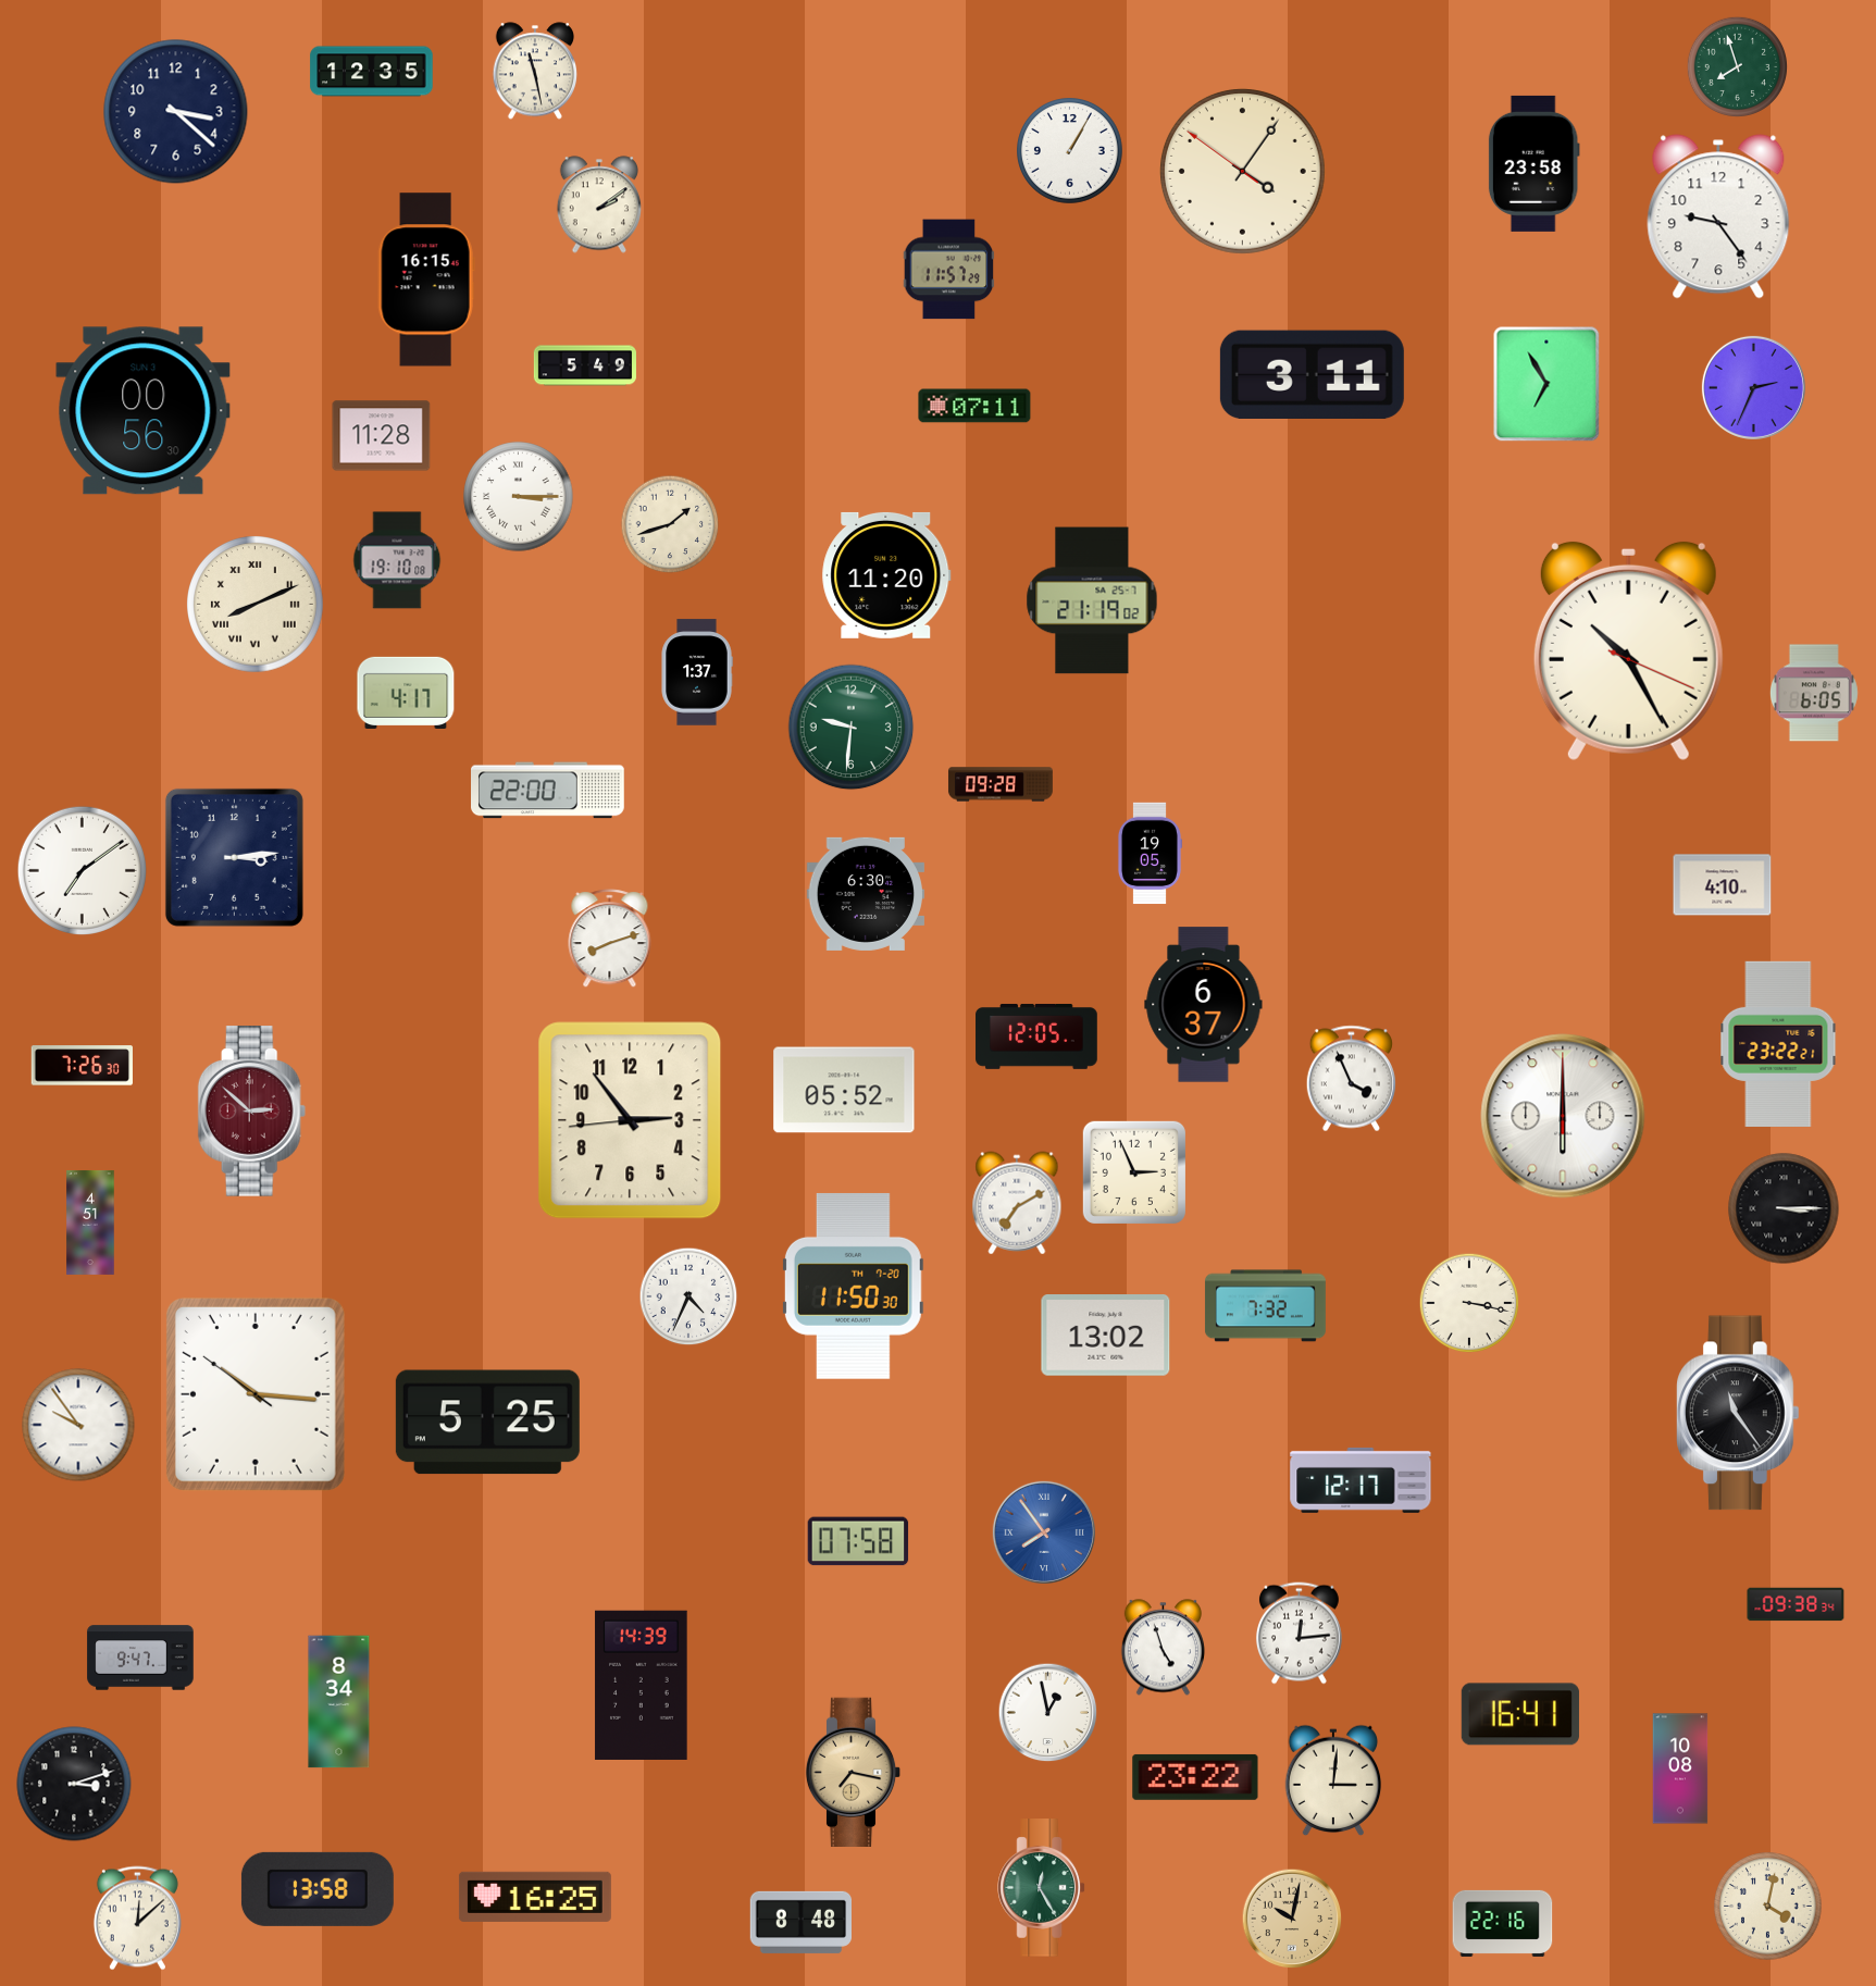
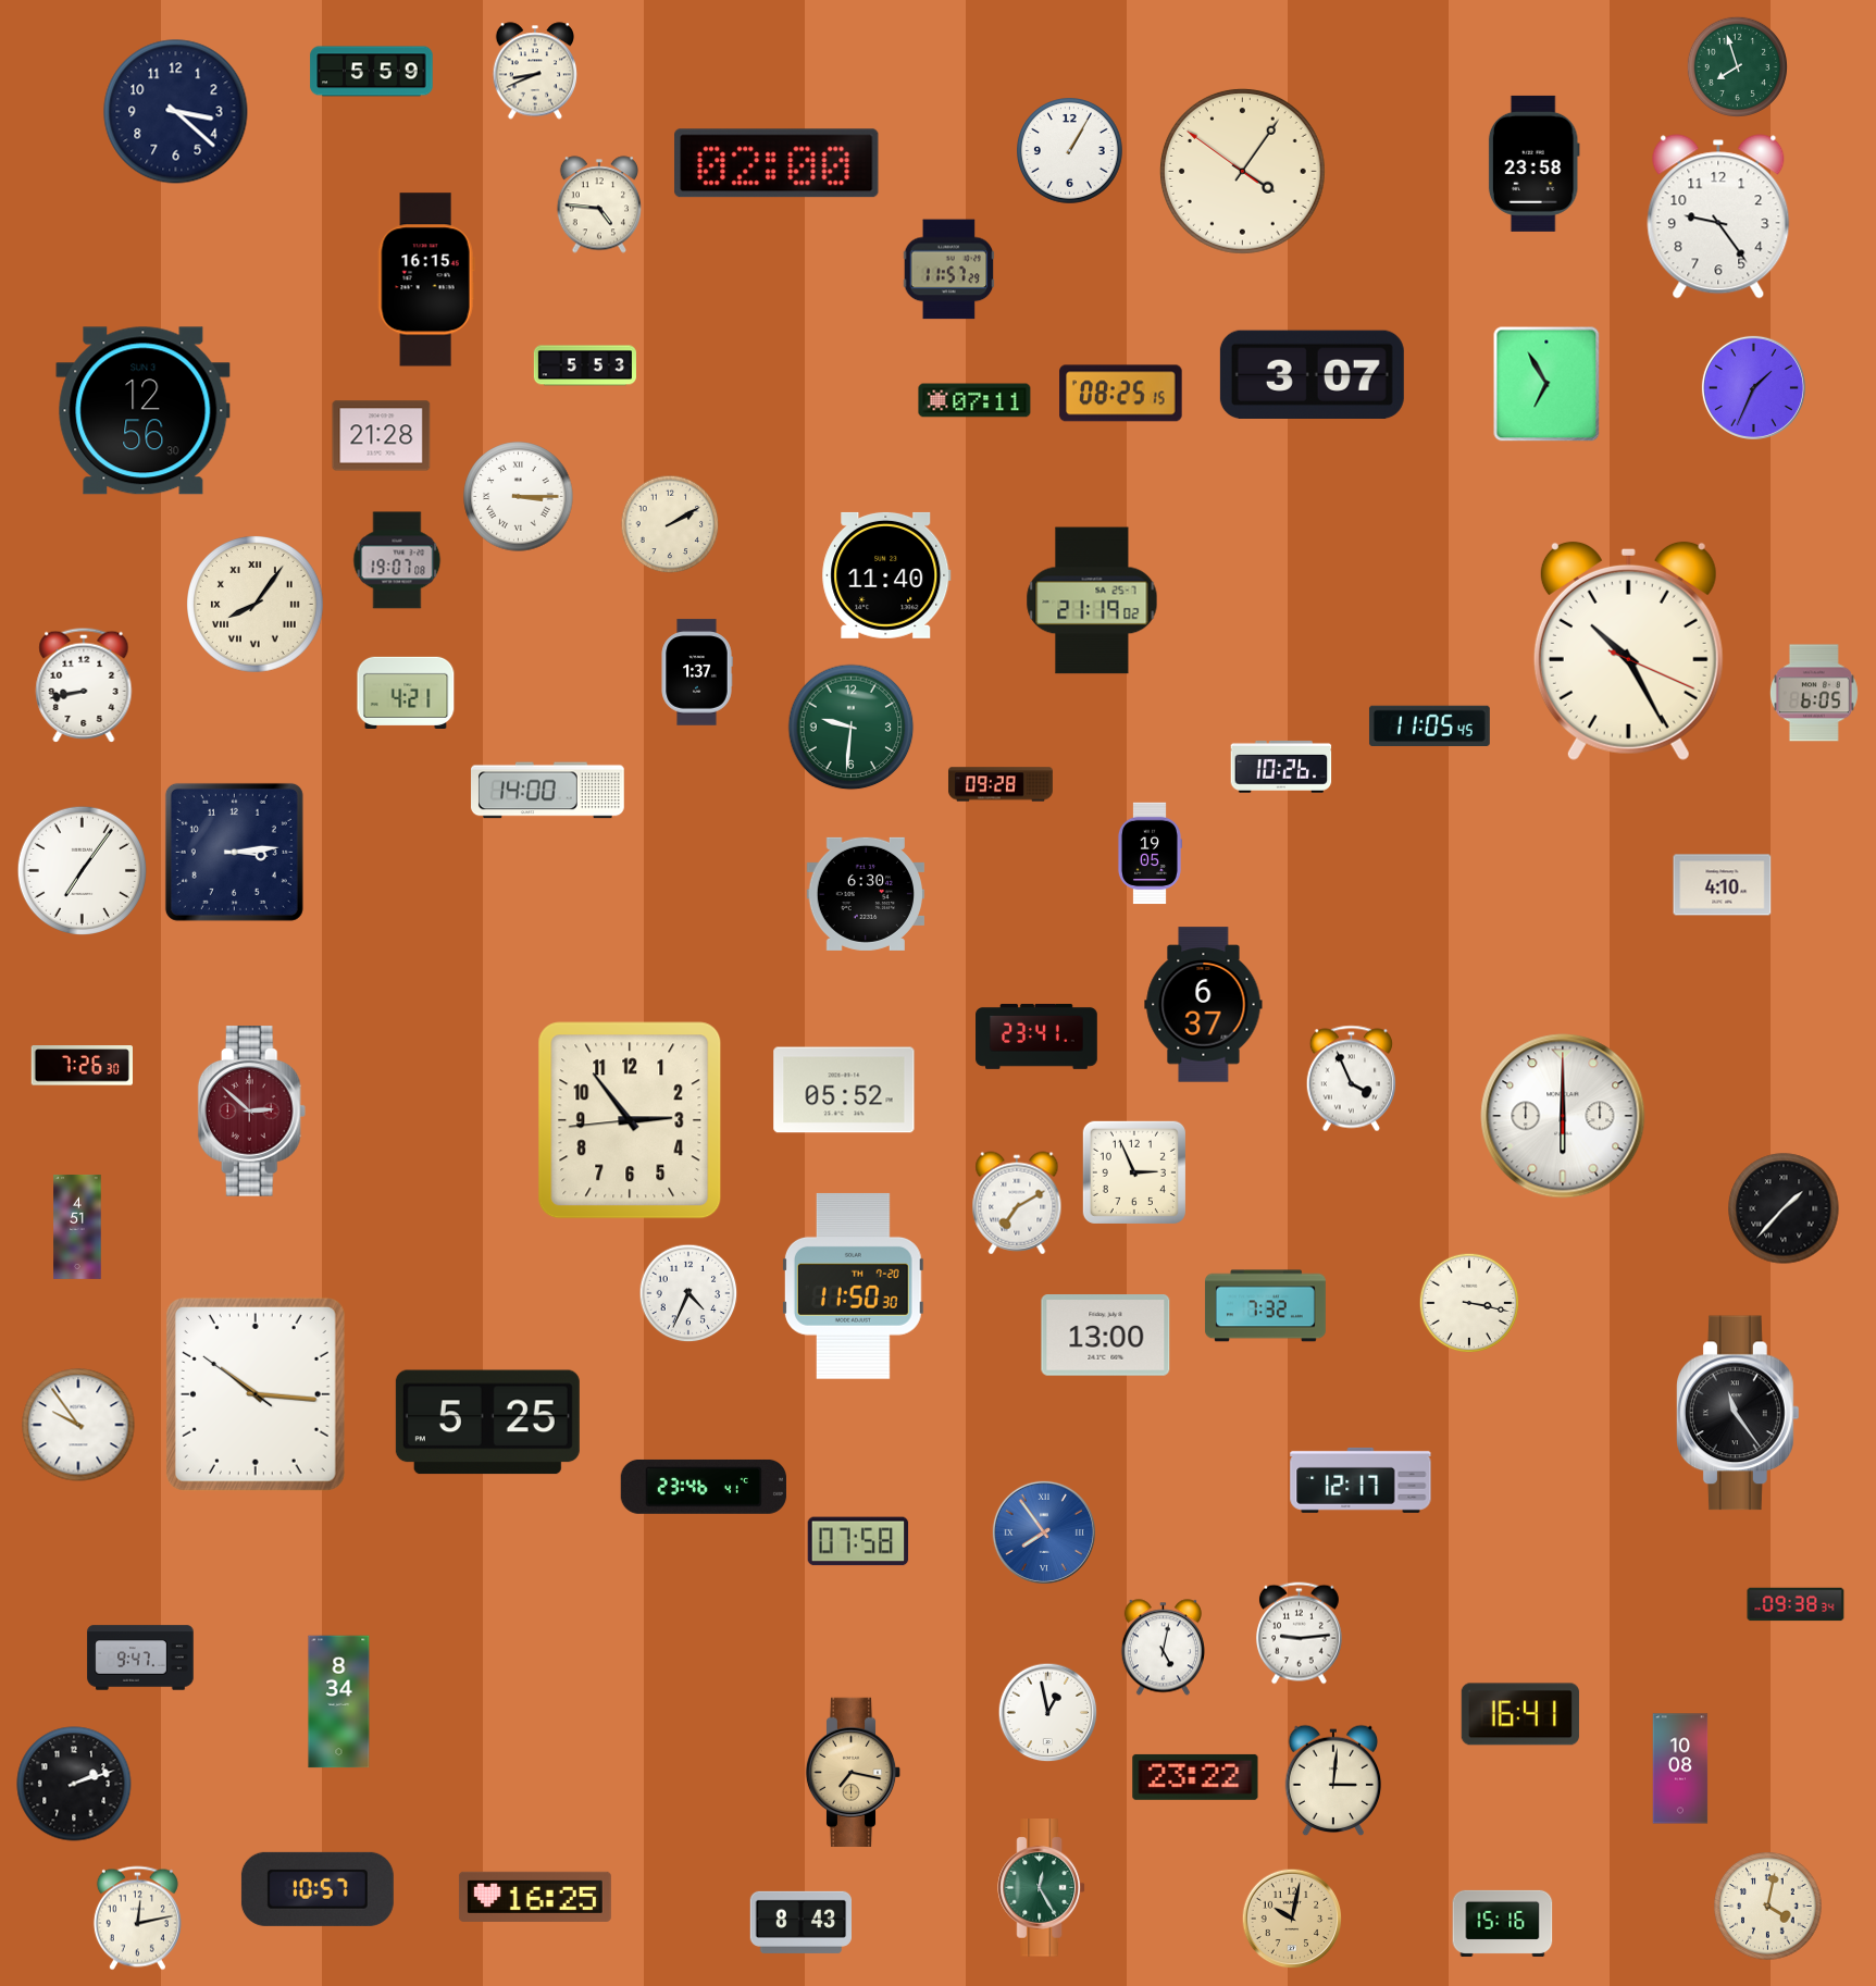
clock at (534, 71): 11:28 -> 8:41
clock at (372, 72): 12:35 -> 5:59
clock at (777, 163): none -> 02:00
clock at (598, 204): 2:09 -> 4:46
clock at (585, 365): 5:49 -> 5:53
clock at (1312, 374): 3:11 -> 3:07
clock at (1753, 387): 2:34 -> 1:34
clock at (1121, 394): none -> 08:25
clock at (974, 406) position: (974, 406) -> (974, 400)
clock at (144, 411): 00:56 -> 12:56
clock at (382, 436): 11:28 -> 21:28
clock at (670, 524): 1:42 -> 2:10
clock at (397, 560): 19:10 -> 19:07
clock at (886, 575): 11:20 -> 11:40
clock at (256, 605): 8:11 -> 8:06
clock at (84, 685): none -> 8:43
clock at (406, 692): 4:17 -> 4:21
clock at (1429, 727): none -> 11:05
clock at (1281, 767): none -> 10:26
clock at (548, 791): 22:00 -> 14:00
clock at (234, 857) position: (234, 857) -> (234, 852)
clock at (82, 870): 7:09 -> 7:06
clock at (610, 939): 8:12 -> none
clock at (1036, 1037): 12:05 -> 23:41
clock at (1778, 1044): 23:22 -> none
clock at (1784, 1208): 3:15 -> 1:37
clock at (90, 1222) position: (90, 1222) -> (77, 1227)
clock at (688, 1296) position: (688, 1296) -> (688, 1293)
clock at (1106, 1336): 13:02 -> 13:00
clock at (704, 1487): none -> 23:46
clock at (1299, 1634): 12:14 -> 9:14
clock at (1163, 1648): 4:57 -> 5:02
clock at (642, 1685): 14:39 -> none
clock at (74, 1784): 3:12 -> 2:12
clock at (318, 1889): 13:58 -> 10:57
clock at (137, 1919): 12:08 -> 12:13
clock at (800, 1922): 8:48 -> 8:43
clock at (1503, 1923): 22:16 -> 15:16
